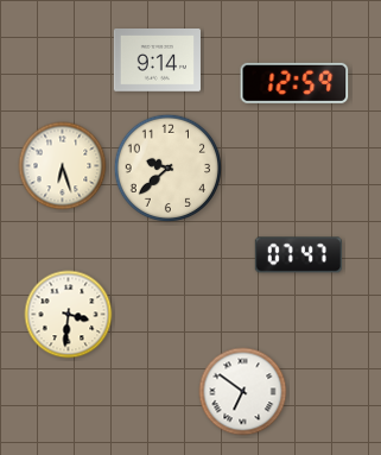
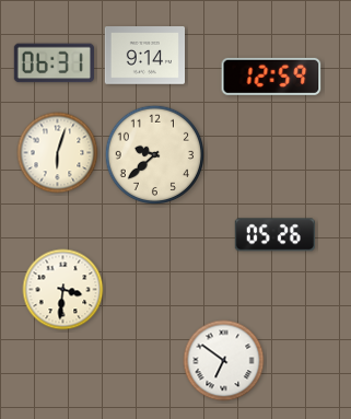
clock at (54, 63): none -> 06:31
clock at (63, 166): 6:27 -> 6:03
clock at (298, 255): 07:47 -> 05:26
